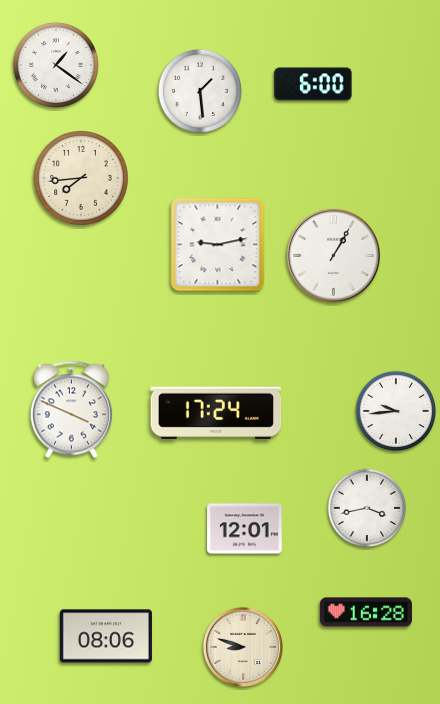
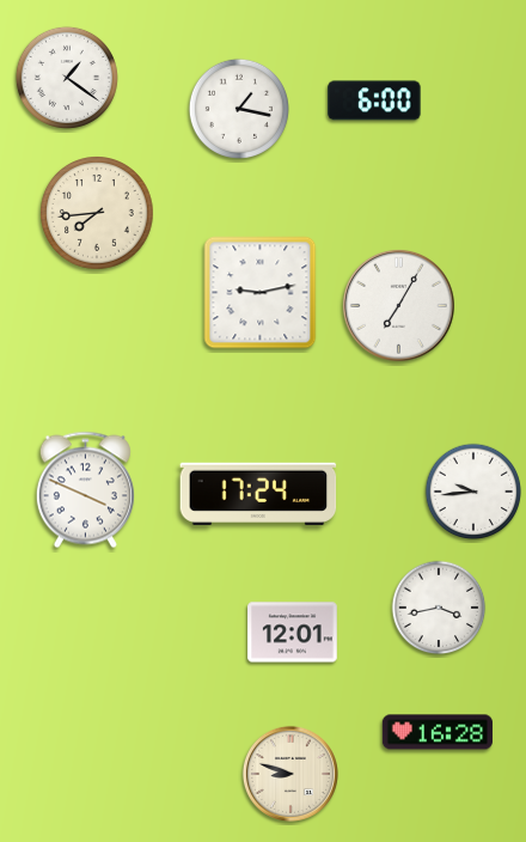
clock at (200, 91): 1:29 -> 1:17
clock at (333, 255): 1:05 -> 7:05
clock at (106, 636): 08:06 -> none
